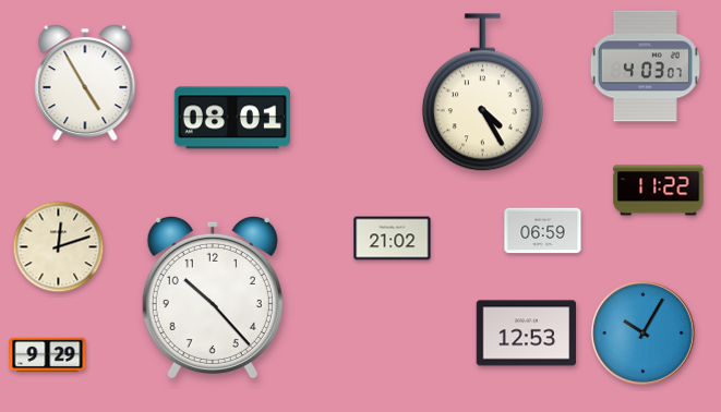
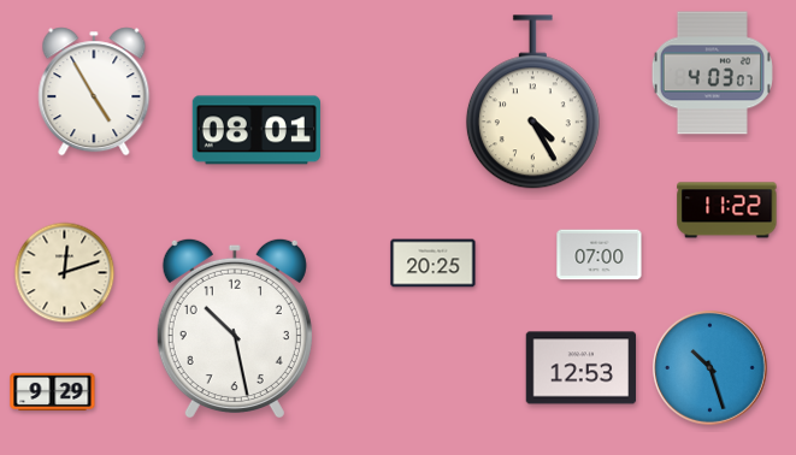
clock at (543, 231): 06:59 -> 07:00
clock at (393, 239): 21:02 -> 20:25
clock at (213, 296): 10:23 -> 10:28
clock at (644, 334): 10:05 -> 10:27
